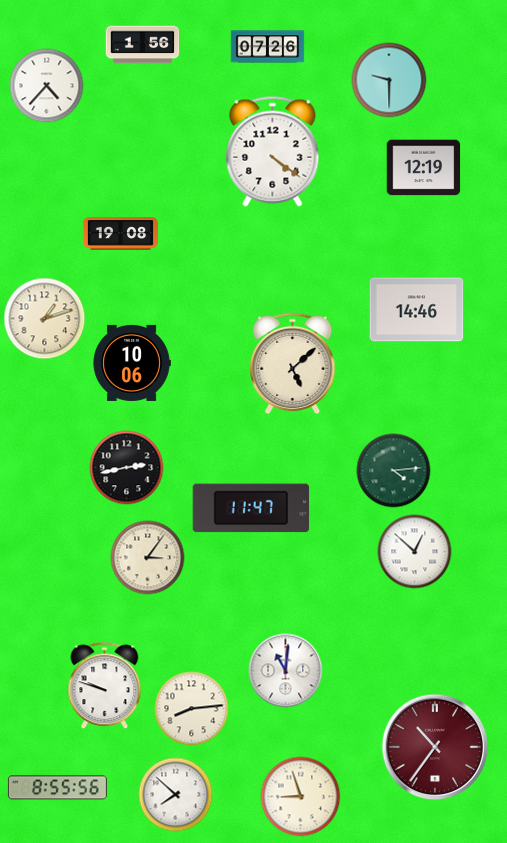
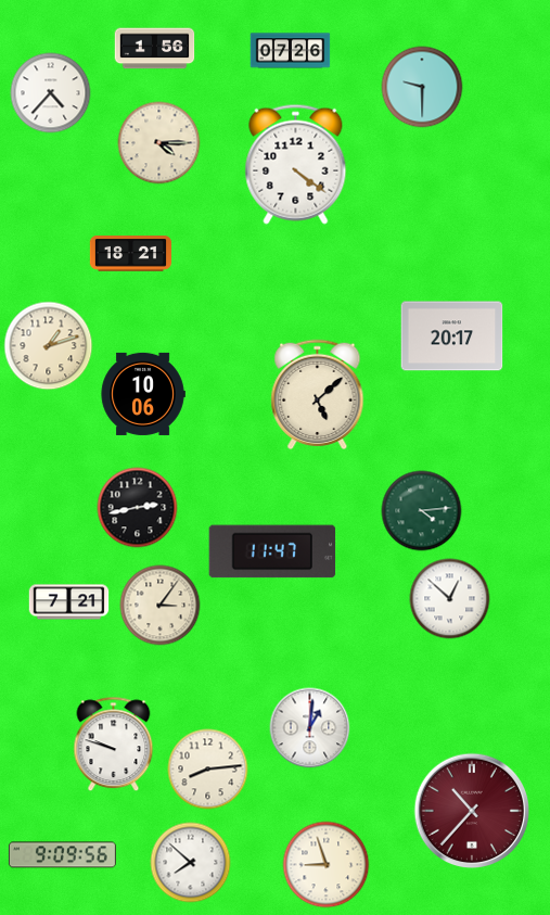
clock at (159, 143): none -> 4:15
clock at (424, 168): 12:19 -> none
clock at (120, 234): 19:08 -> 18:21
clock at (417, 310): 14:46 -> 20:17
clock at (394, 471) position: (394, 471) -> (422, 511)
clock at (69, 602): none -> 7:21
clock at (286, 671): 11:01 -> 1:01
clock at (435, 747): 10:36 -> 10:37
clock at (57, 788): 8:55 -> 9:09
